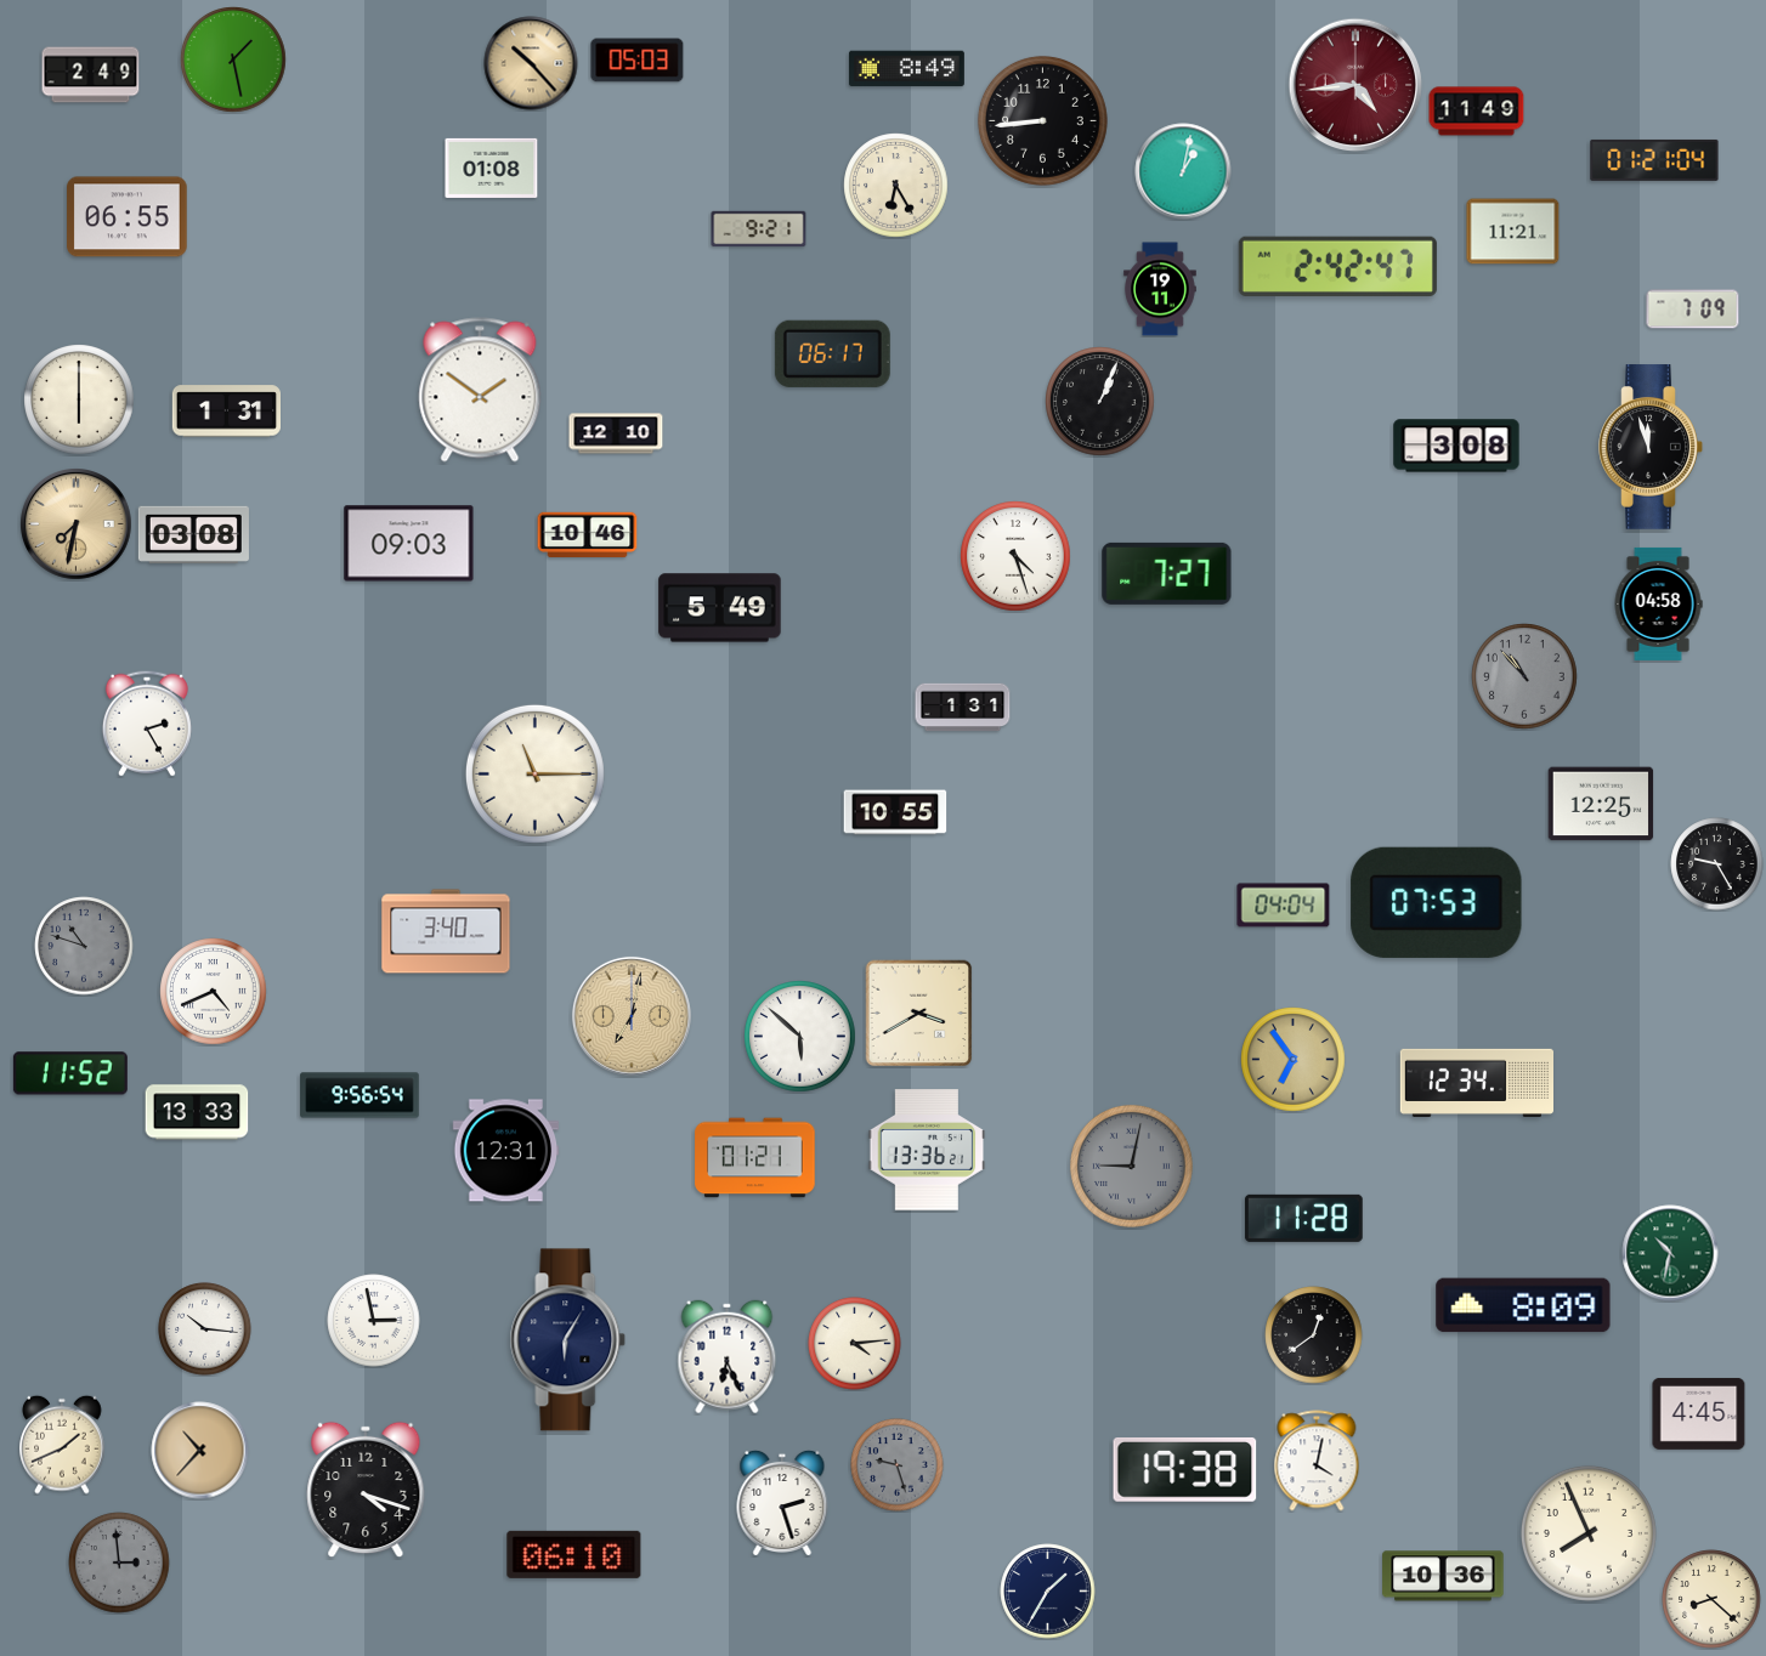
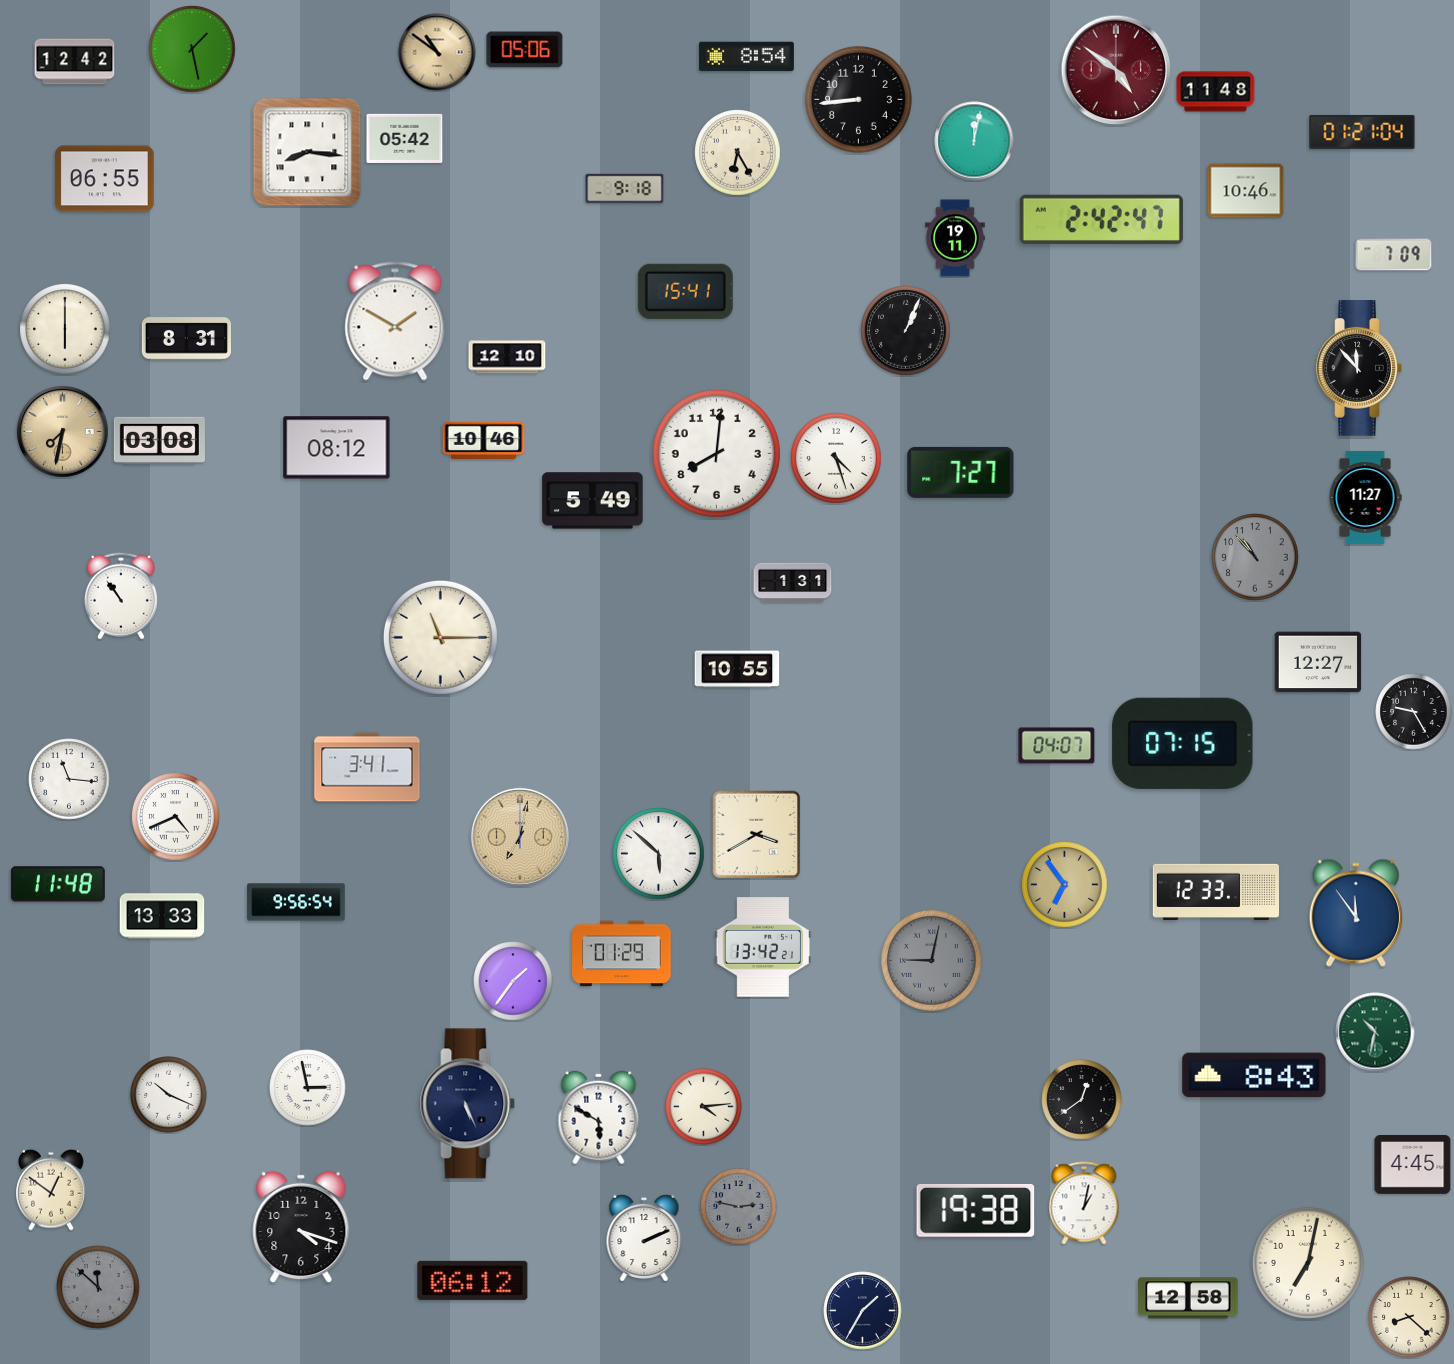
clock at (638, 61): 05:03 -> 05:06
clock at (531, 63): 10:23 -> 10:51
clock at (906, 69): 8:49 -> 8:54
clock at (91, 75): 2:49 -> 12:42
clock at (1355, 85): 4:44 -> 4:51
clock at (1477, 112): 11:49 -> 11:48
clock at (492, 168): 01:08 -> 05:42
clock at (1183, 171): 1:02 -> 12:02
clock at (307, 152): none -> 8:16
clock at (759, 229): 9:21 -> 9:18
clock at (1513, 232): 11:21 -> 10:46
clock at (832, 353): 06:17 -> 15:41
clock at (480, 390): 1:51 -> 1:50
clock at (226, 412): 1:31 -> 8:31
clock at (1456, 446): 3:08 -> none
clock at (1651, 447): 11:57 -> 11:53
clock at (409, 544): 09:03 -> 08:12
clock at (716, 453): none -> 8:01
clock at (1658, 603): 04:58 -> 11:27
clock at (147, 724): 2:25 -> 10:54
clock at (1601, 804): 12:25 -> 12:27
clock at (1437, 902): 07:53 -> 07:15
clock at (1284, 906): 04:04 -> 04:07
clock at (446, 931): 3:40 -> 3:41
clock at (84, 946): 10:48 -> 11:16
clock at (84, 946) dial: grey -> white
clock at (1294, 1060) position: (1294, 1060) -> (1065, 885)
clock at (70, 1073): 11:52 -> 11:48
clock at (1476, 1083): 12:34 -> 12:33
clock at (1355, 913): none -> 11:54
clock at (927, 1150): 13:36 -> 13:42
clock at (506, 1151): 12:31 -> none
clock at (755, 1158): 01:21 -> 01:29
clock at (513, 981): none -> 1:36
clock at (1303, 1218): 11:28 -> none
clock at (1523, 1305): 8:09 -> 8:43
clock at (205, 1329): 10:16 -> 10:19
clock at (568, 1340): 6:05 -> 5:26
clock at (728, 1357): 6:26 -> 5:50
clock at (1699, 1414) position: (1699, 1414) -> (1413, 1165)
clock at (62, 1445): 1:41 -> 12:51
clock at (200, 1451): 10:37 -> none
clock at (1317, 1461): 4:02 -> 1:02
clock at (898, 1465): 9:27 -> 2:47
clock at (782, 1502): 2:27 -> 2:11
clock at (1589, 1533): 7:56 -> 7:02
clock at (574, 1554): 06:10 -> 06:12
clock at (119, 1563): 2:59 -> 11:52
clock at (1443, 1576): 10:36 -> 12:58
